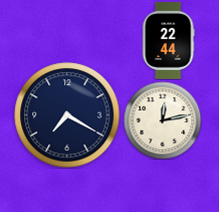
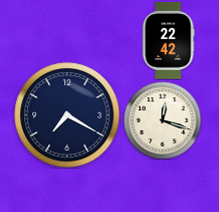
clock at (168, 40): 22:44 -> 22:42
clock at (162, 120): 12:13 -> 12:18
